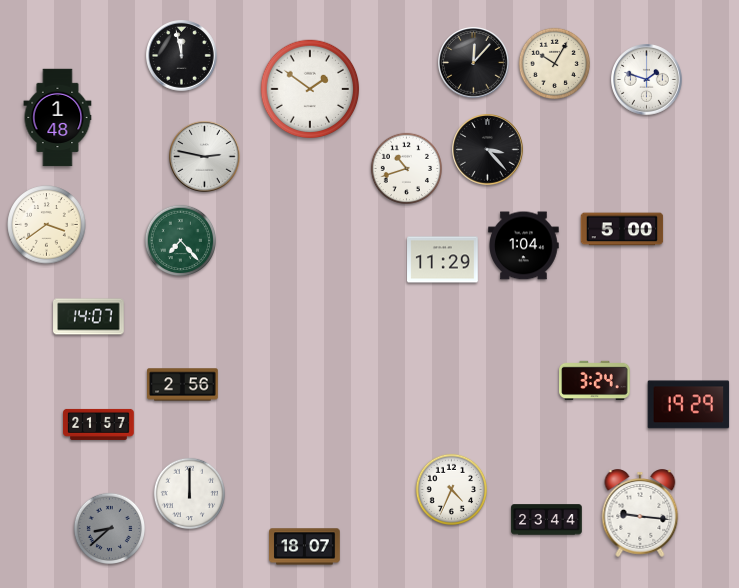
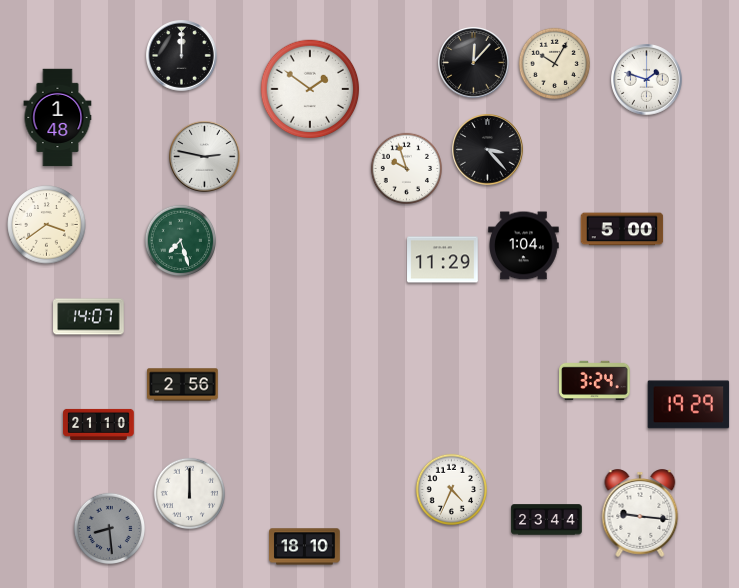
clock at (182, 56): 11:58 -> 12:00
clock at (406, 168): 10:42 -> 9:57
clock at (180, 240): 7:23 -> 7:27
clock at (99, 424): 21:57 -> 21:10
clock at (109, 528): 8:38 -> 8:29
clock at (305, 547): 18:07 -> 18:10
